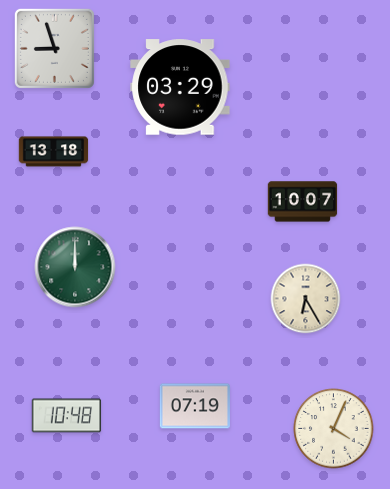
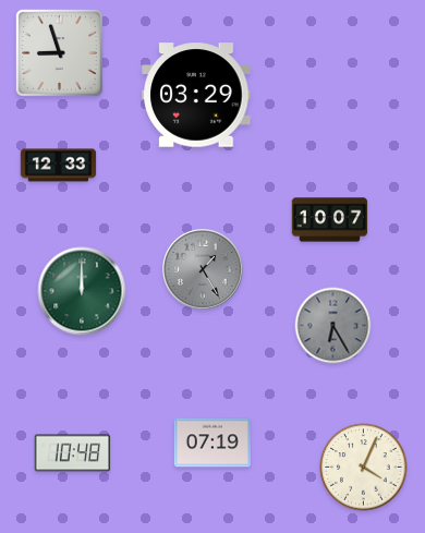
clock at (54, 152): 13:18 -> 12:33
clock at (204, 270): none -> 1:25
clock at (306, 299) dial: cream -> grey
